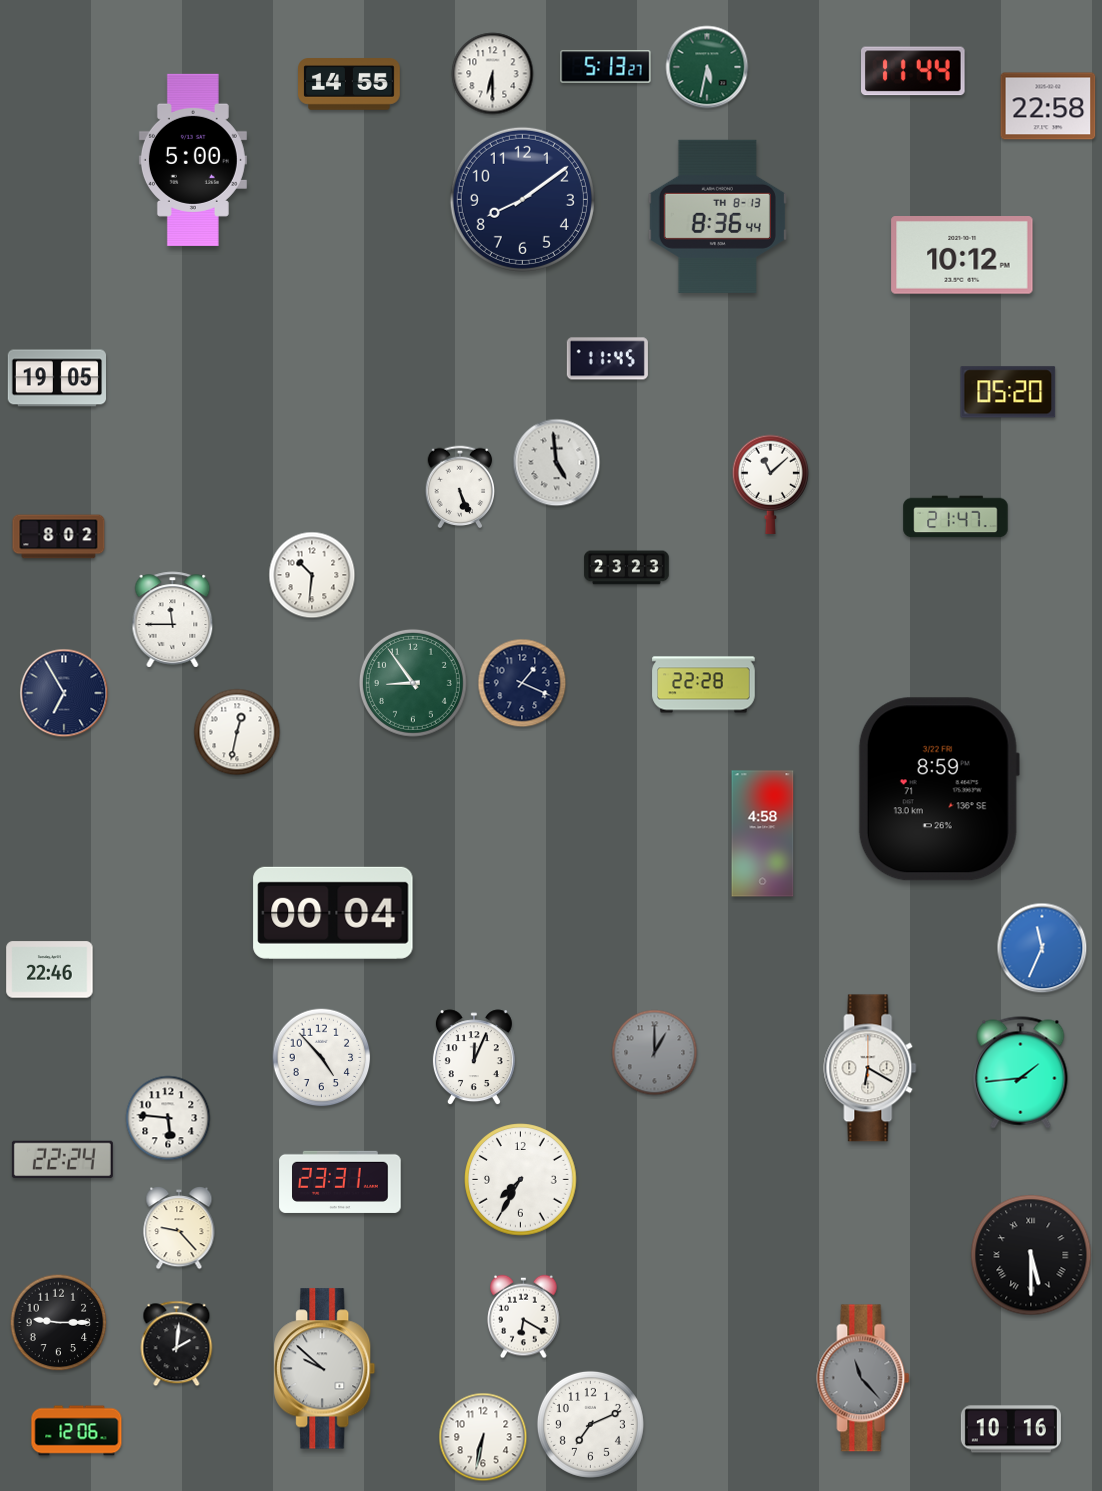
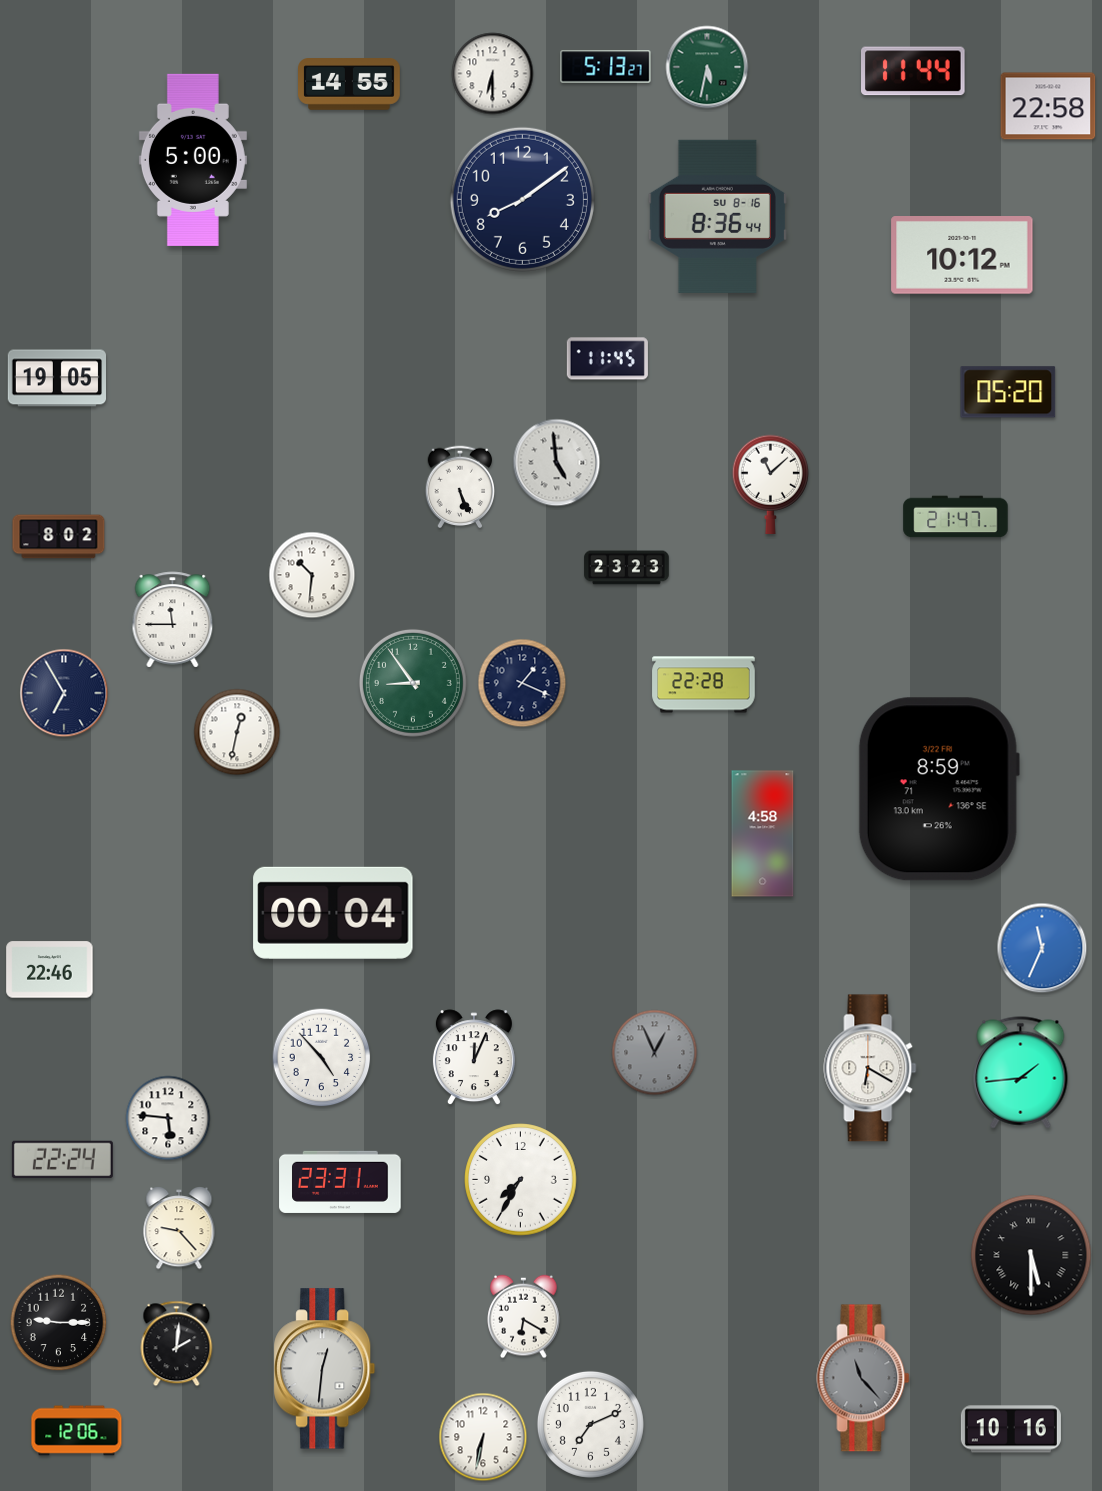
clock at (717, 216) date: TH 8-13 -> SU 8-16
clock at (655, 1053): 1:00 -> 12:56
clock at (325, 1369): 9:52 -> 12:31
